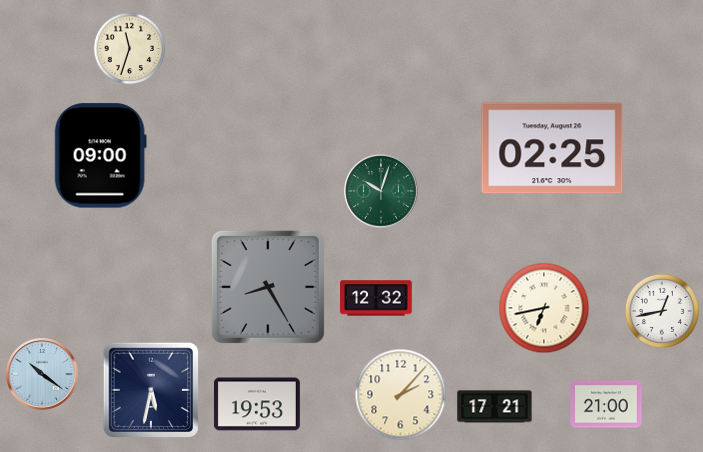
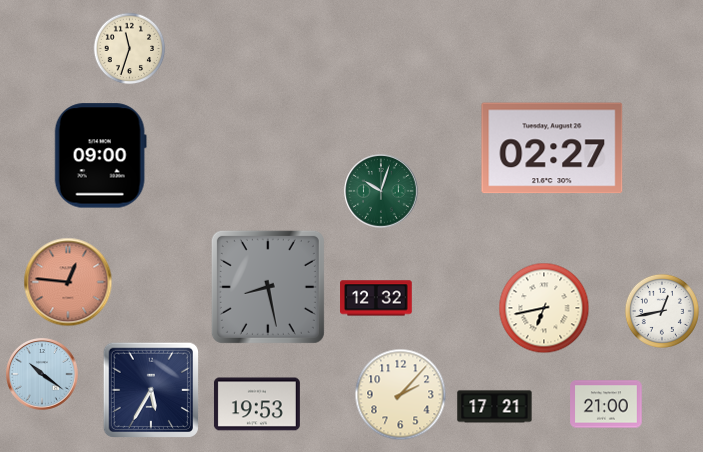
clock at (552, 148): 02:25 -> 02:27
clock at (68, 282): none -> 12:46
clock at (268, 287): 8:25 -> 8:28
clock at (150, 389): 5:32 -> 5:35
